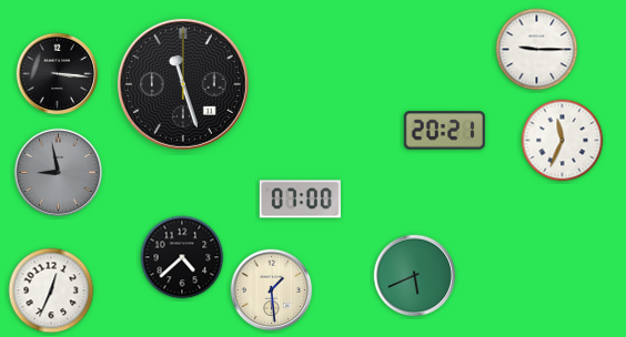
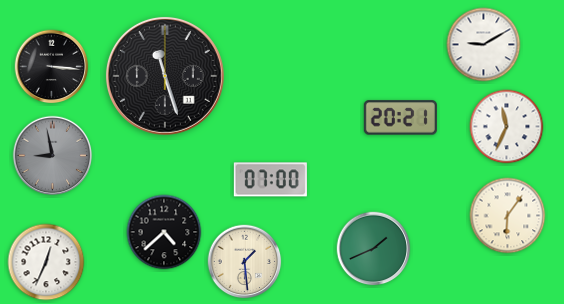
clock at (537, 50): 9:15 -> 9:10
clock at (508, 216): none -> 6:06
clock at (415, 276): 5:41 -> 1:41
